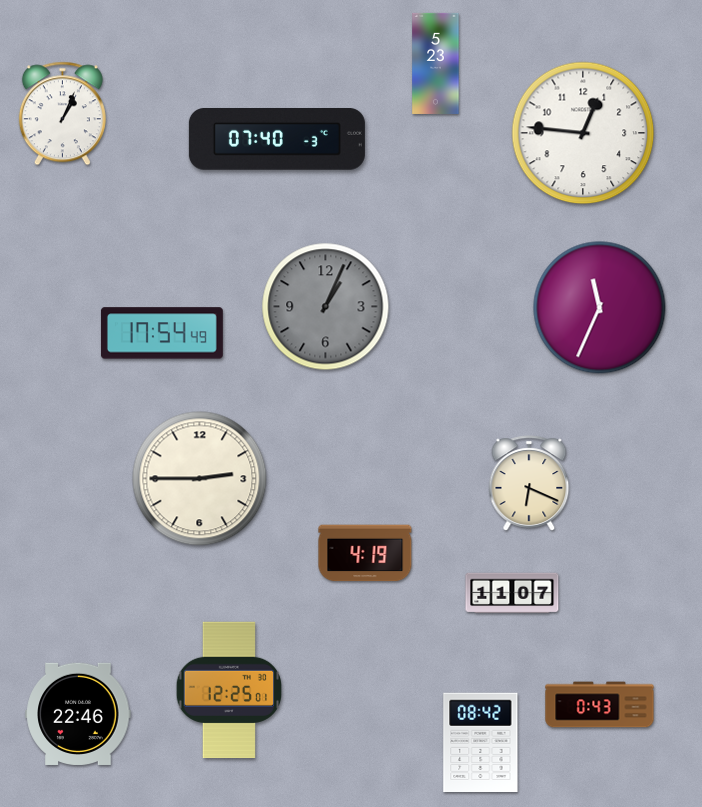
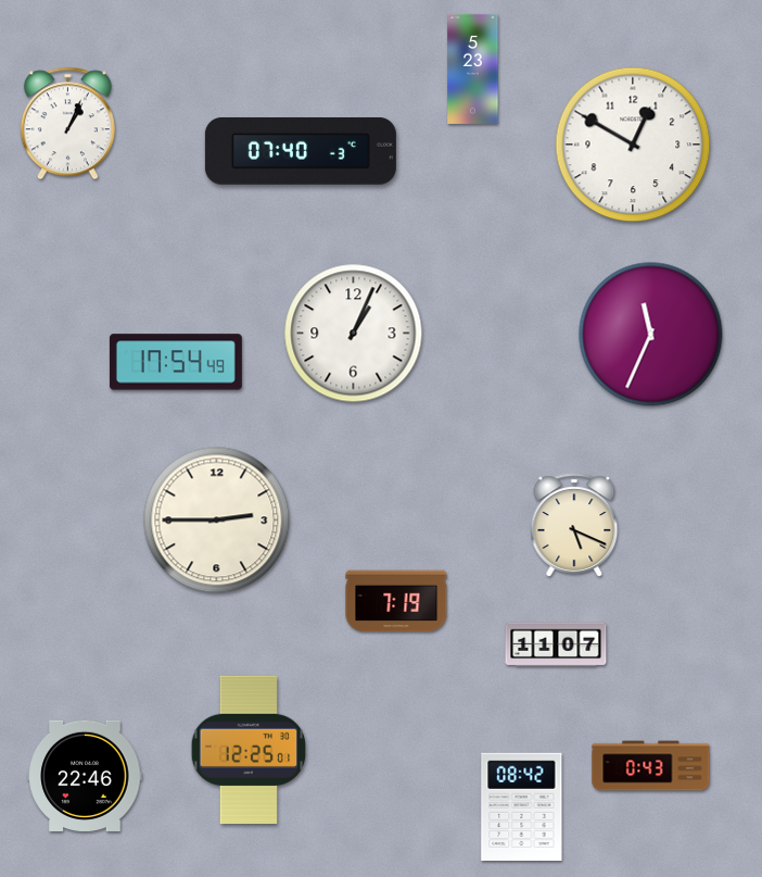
clock at (583, 133): 12:46 -> 12:50
clock at (326, 307) dial: grey -> white
clock at (529, 483): 6:19 -> 5:19
clock at (365, 553): 4:19 -> 7:19
